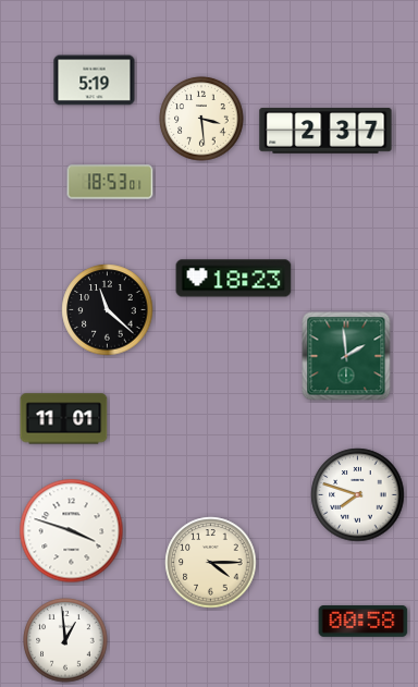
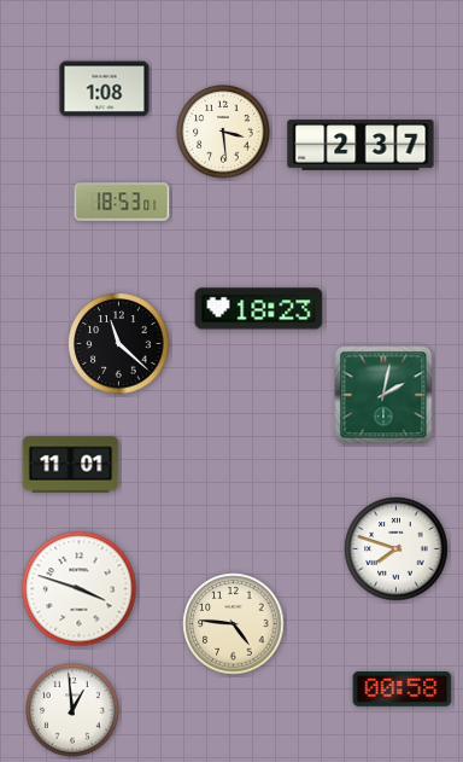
clock at (95, 81): 5:19 -> 1:08
clock at (346, 356): 1:59 -> 2:02
clock at (211, 563): 4:15 -> 4:46
